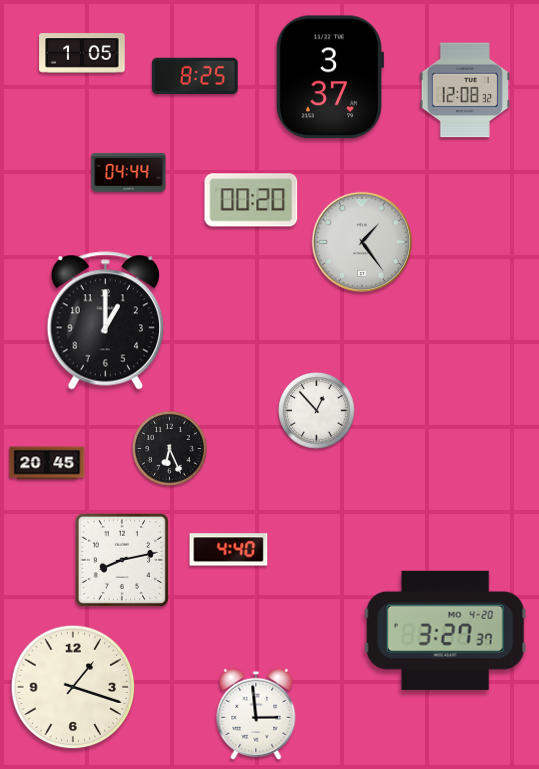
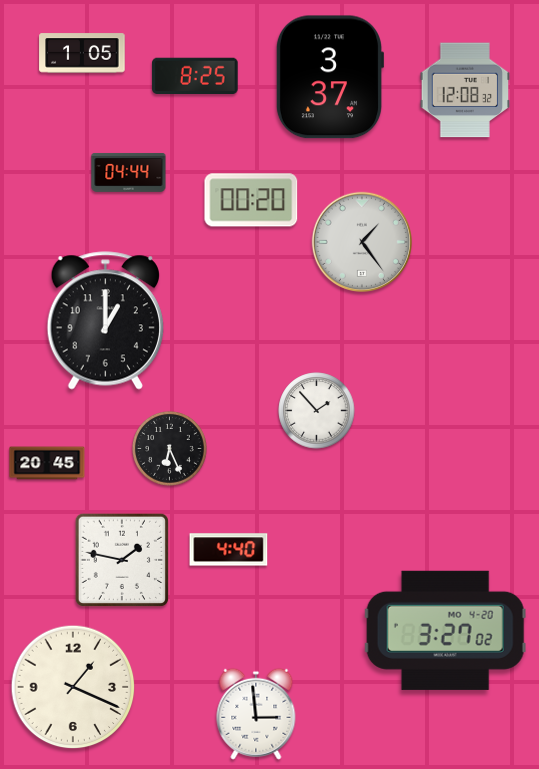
clock at (317, 411): 12:53 -> 1:53
clock at (122, 560): 8:13 -> 1:47
clock at (445, 630): 3:27:37 -> 3:27:02
clock at (73, 687): 1:18 -> 1:19
